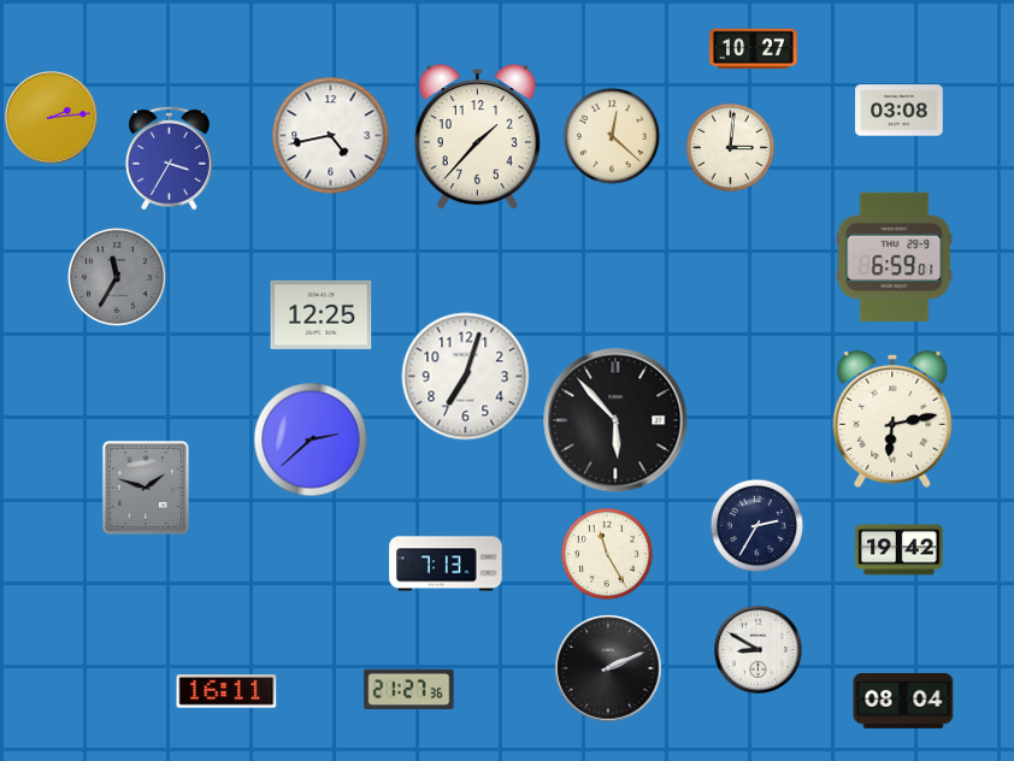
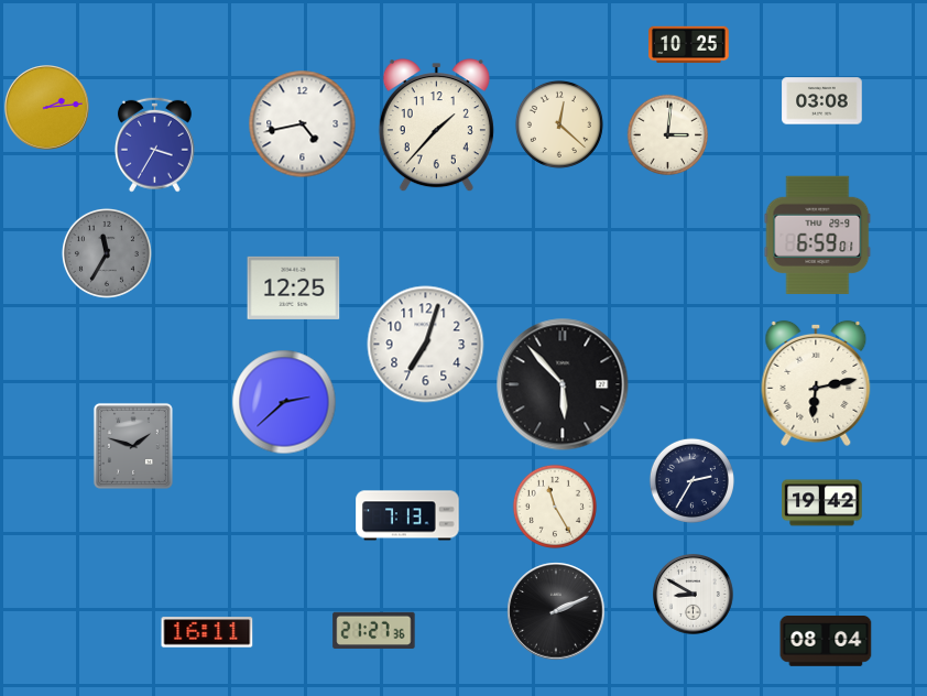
clock at (754, 49): 10:27 -> 10:25
